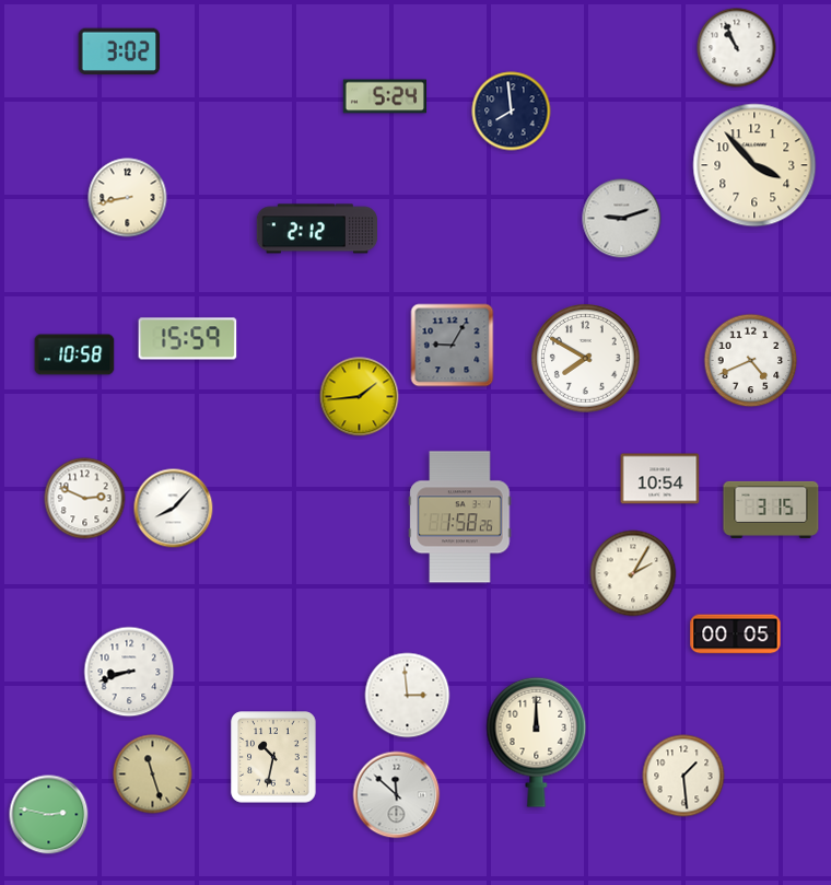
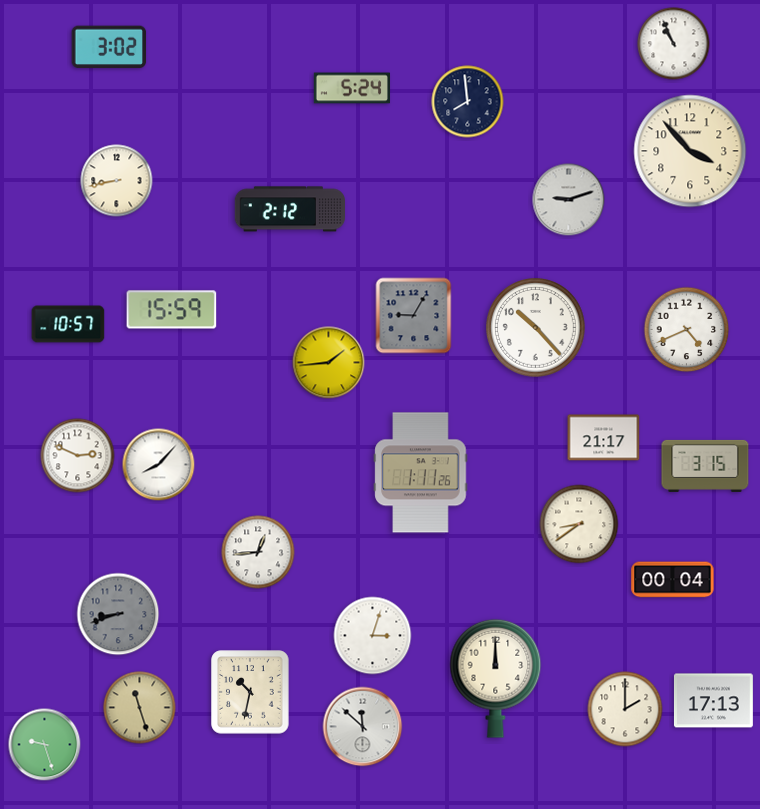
clock at (74, 354): 10:58 -> 10:57
clock at (586, 359): 7:50 -> 10:23
clock at (660, 479): 10:54 -> 21:17
clock at (460, 517): 1:58 -> 1:11
clock at (633, 573): 2:05 -> 8:39
clock at (258, 552): none -> 12:44
clock at (736, 634): 00:05 -> 00:04
clock at (129, 672) dial: white -> grey
clock at (408, 696): 2:59 -> 3:03
clock at (537, 742) position: (537, 742) -> (496, 678)
clock at (713, 701): none -> 17:13
clock at (683, 776): 1:29 -> 2:00
clock at (49, 815): 2:47 -> 9:27
